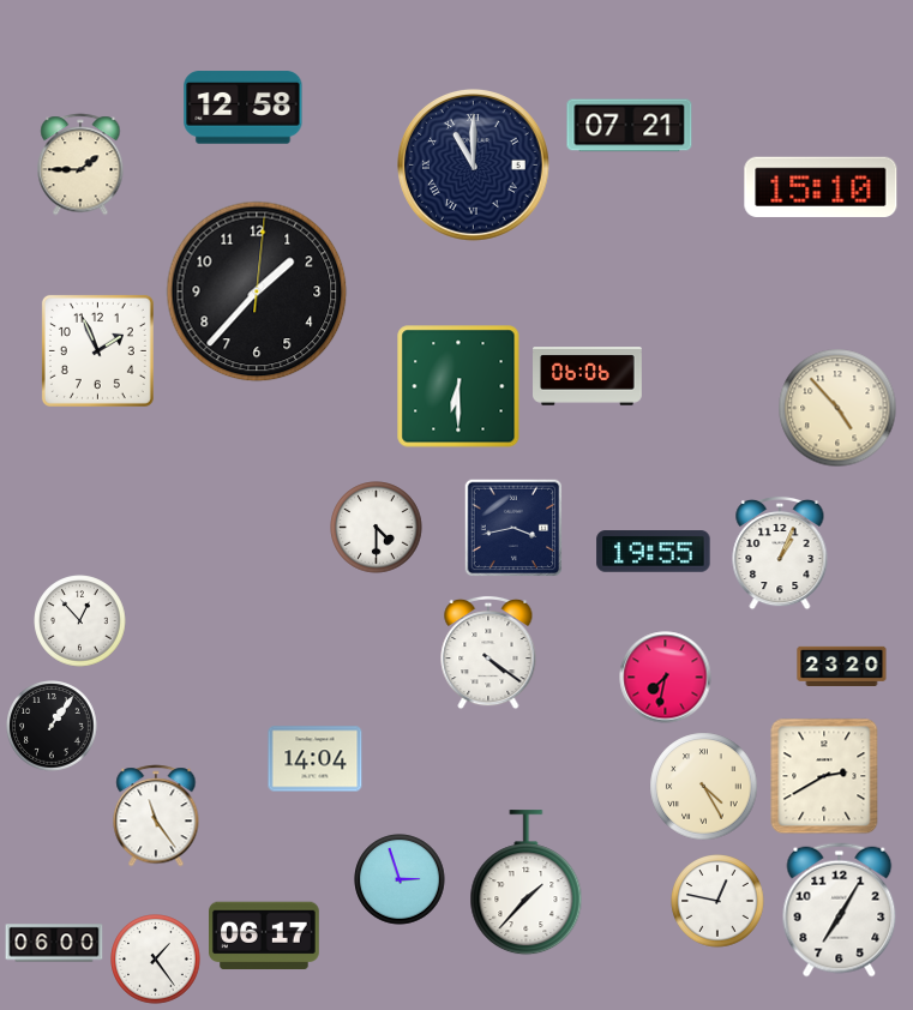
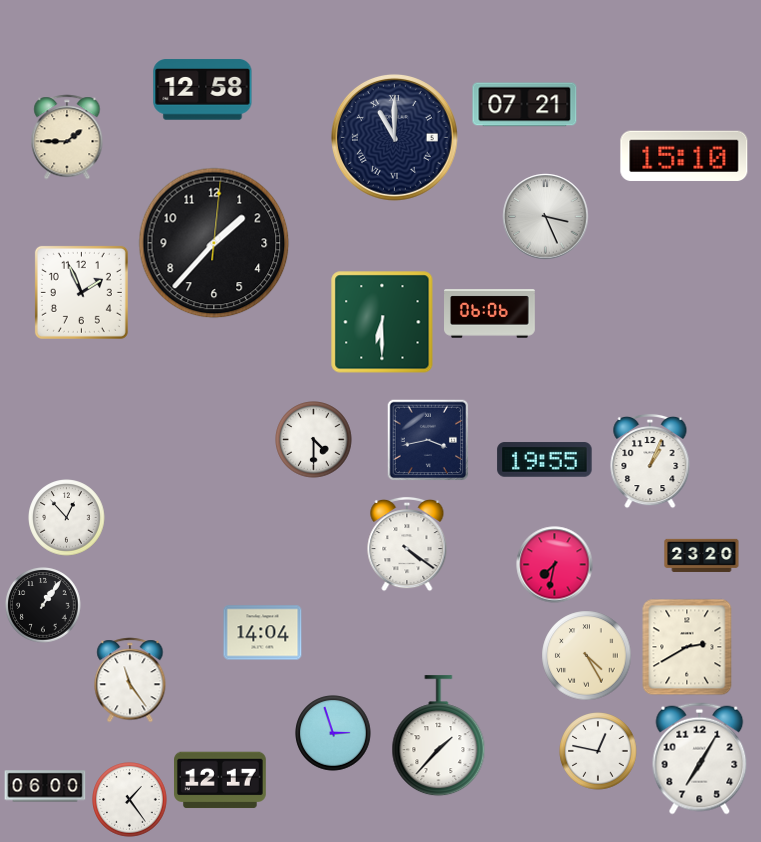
clock at (546, 217): none -> 3:26
clock at (837, 408): 4:53 -> none
clock at (265, 936): 06:17 -> 12:17
